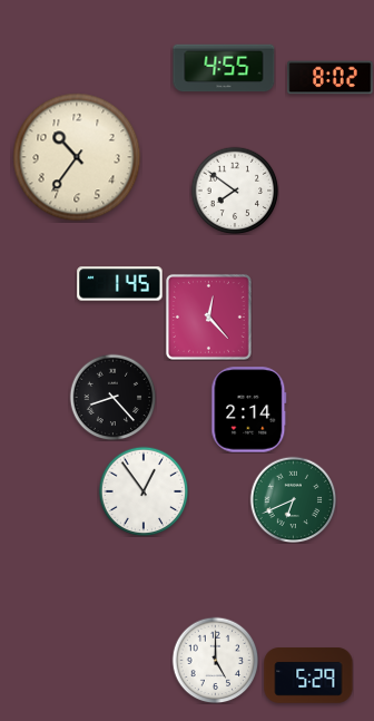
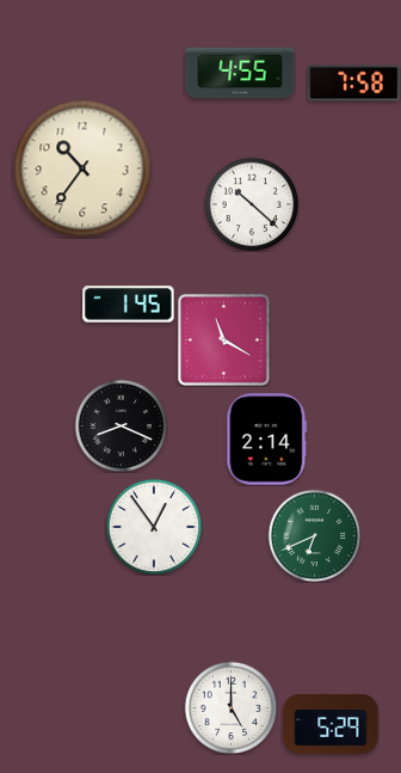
clock at (331, 78): 8:02 -> 7:58
clock at (235, 191): 7:51 -> 10:22
clock at (208, 316): 12:23 -> 11:20
clock at (112, 397): 8:23 -> 8:19
